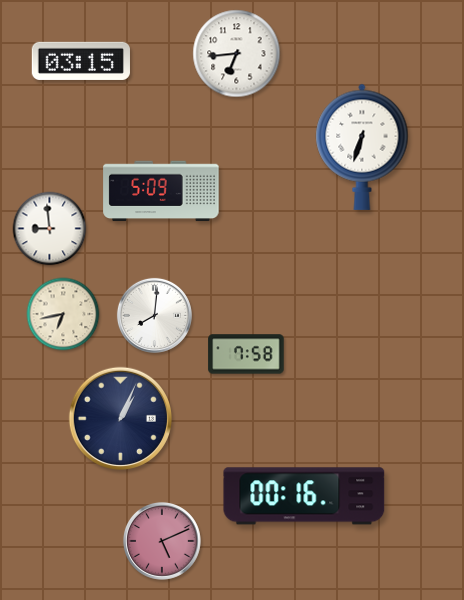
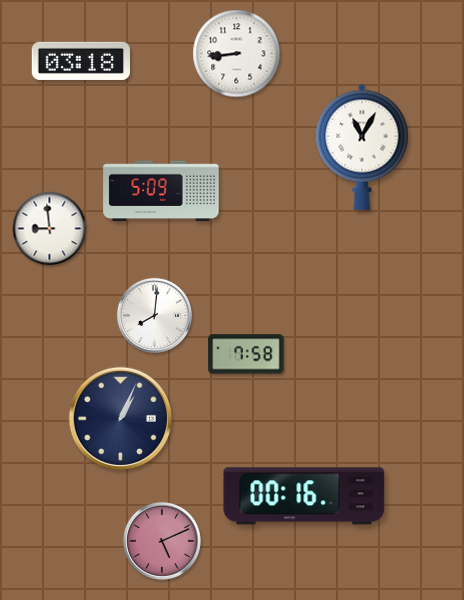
clock at (237, 54): 6:44 -> 8:44
clock at (81, 61): 03:15 -> 03:18
clock at (362, 147): 6:33 -> 11:05
clock at (63, 314): 6:43 -> none
